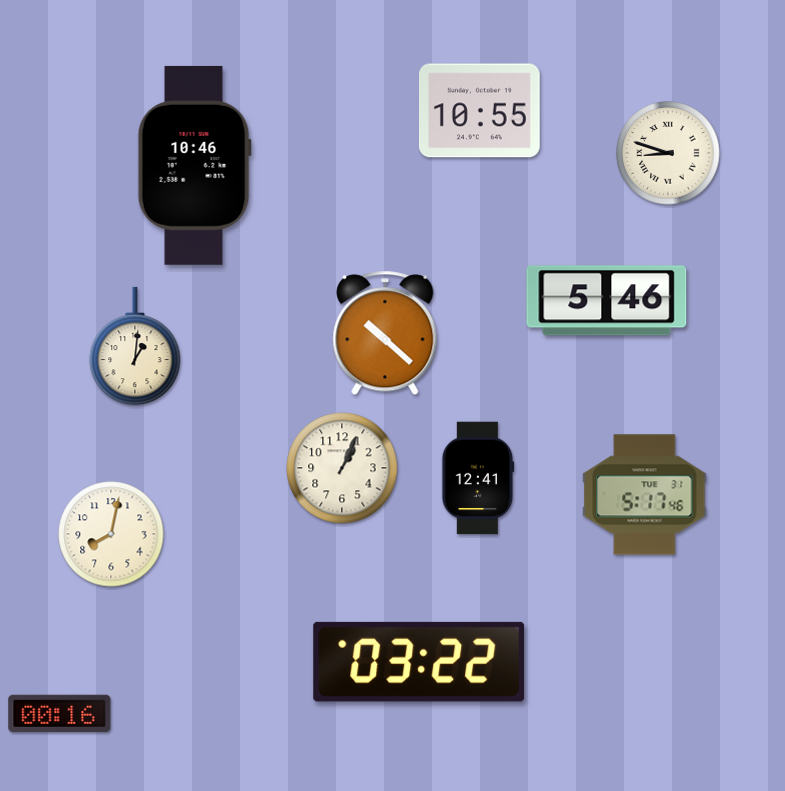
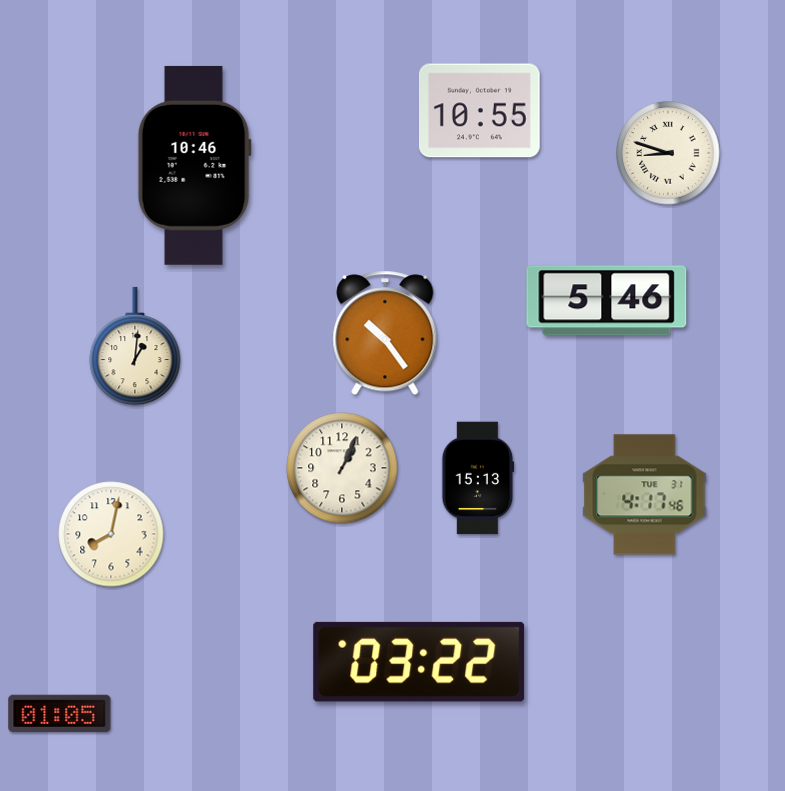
clock at (385, 333): 10:22 -> 10:24
clock at (478, 478): 12:41 -> 15:13
clock at (645, 495): 5:17 -> 4:17
clock at (60, 713): 00:16 -> 01:05
